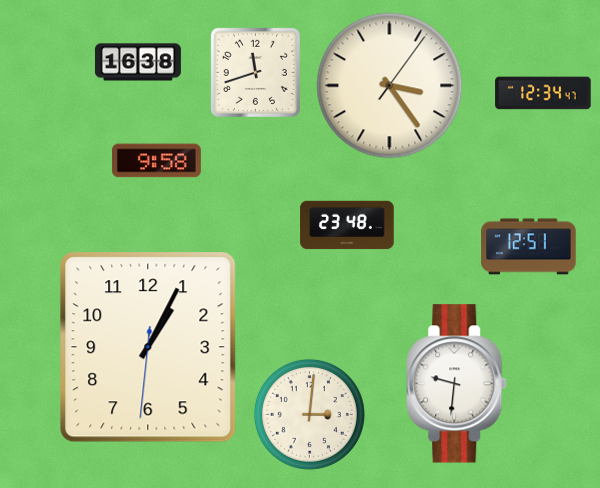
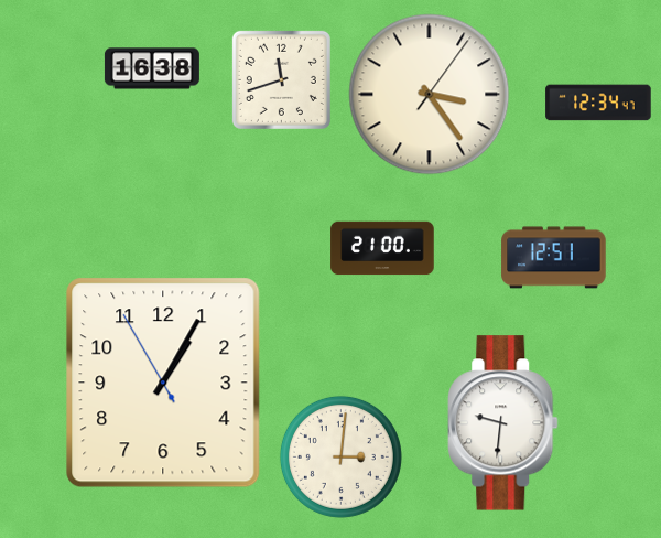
clock at (156, 161): 9:58 -> none
clock at (347, 225): 23:48 -> 21:00
clock at (529, 247) position: (529, 247) -> (554, 258)
clock at (148, 347): 1:04:31 -> 1:04:55
